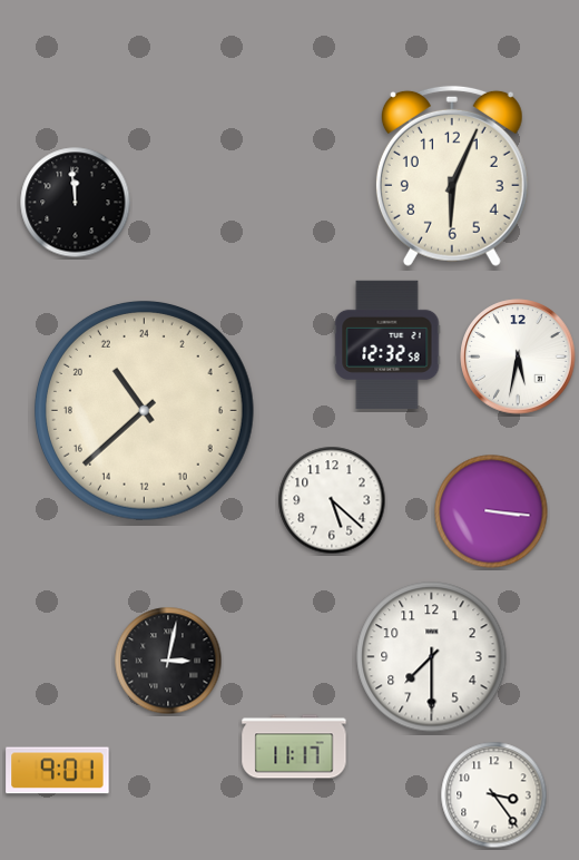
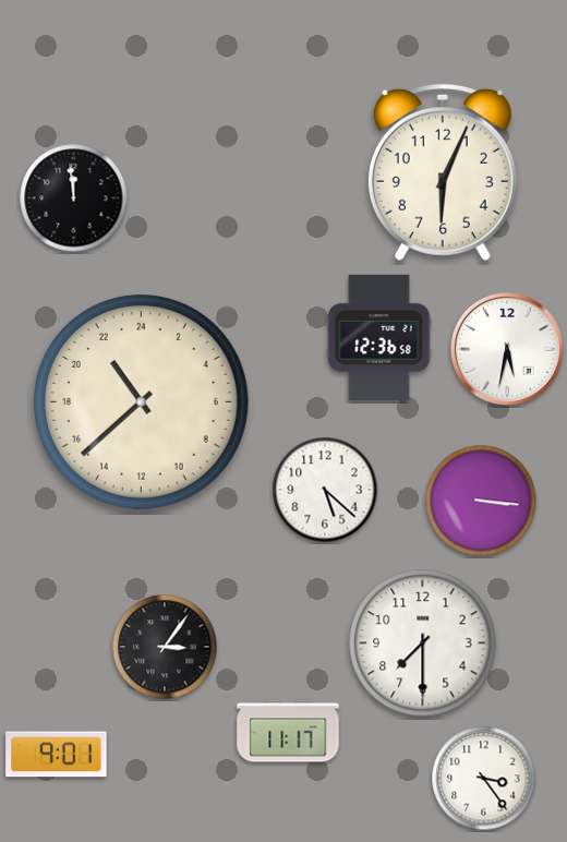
clock at (387, 344): 12:32 -> 12:36
clock at (168, 661): 3:02 -> 3:06
